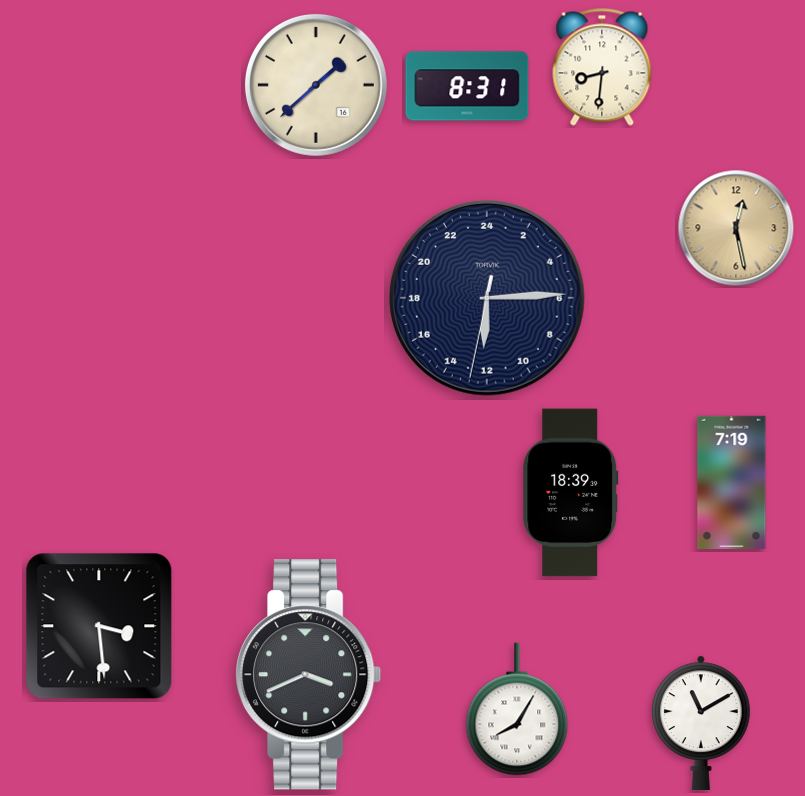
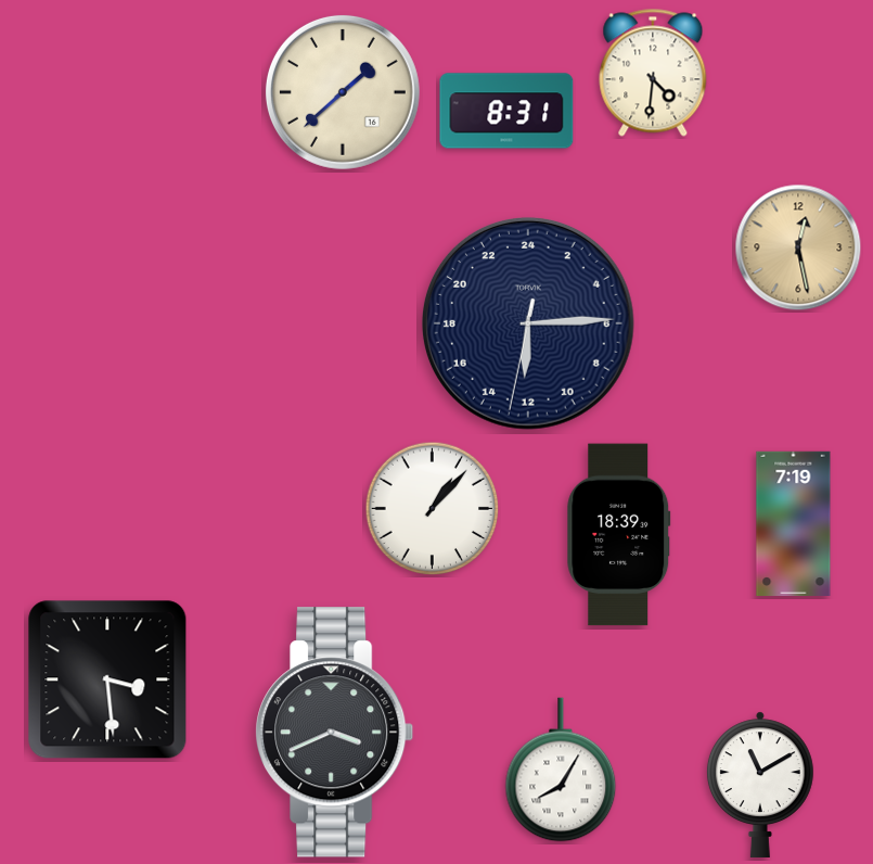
clock at (602, 67): 8:31 -> 4:31
clock at (467, 86) position: (467, 86) -> (506, 111)
clock at (433, 509): none -> 1:07
